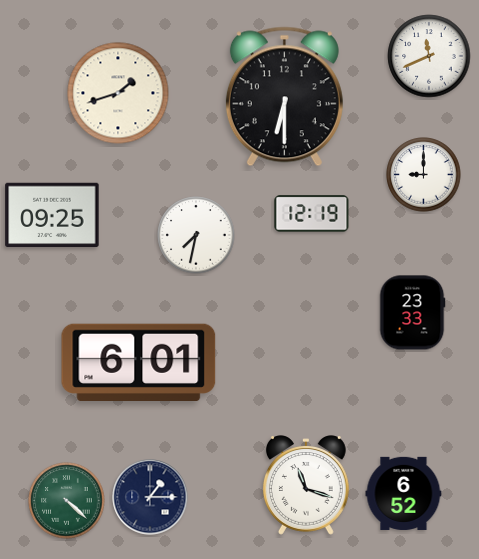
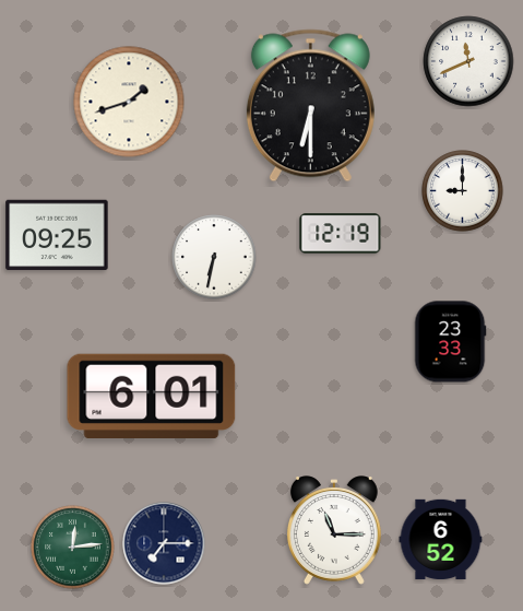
clock at (196, 235): 7:32 -> 6:32
clock at (306, 485): 11:18 -> 11:15
clock at (150, 497): 1:15 -> 7:15
clock at (67, 501): 4:22 -> 12:14
